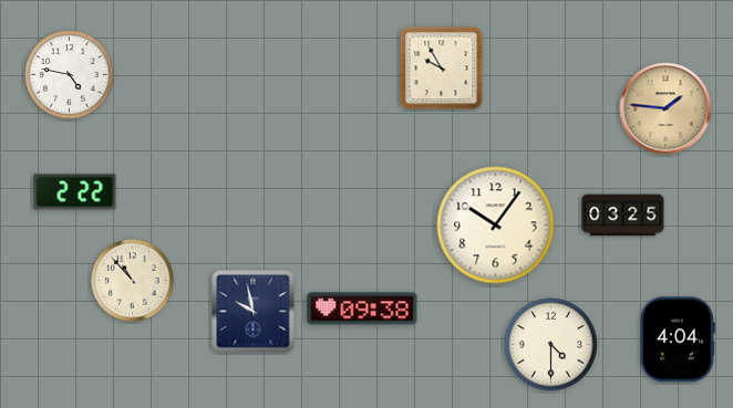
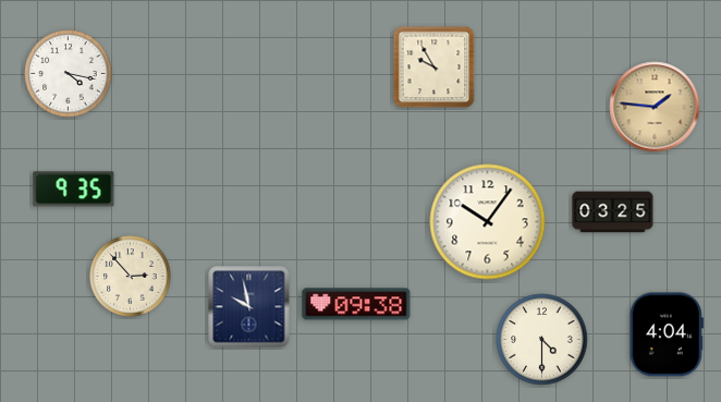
clock at (70, 75): 4:47 -> 4:17
clock at (75, 192): 2:22 -> 9:35
clock at (133, 281): 10:53 -> 2:53
